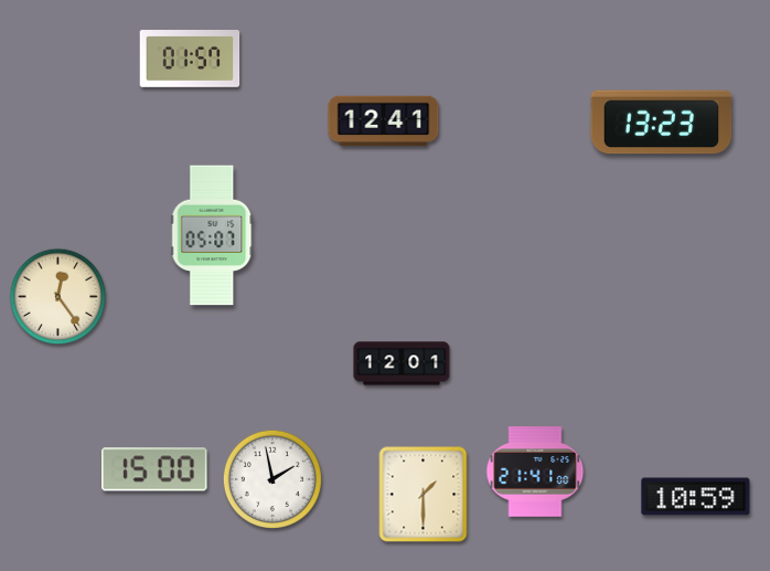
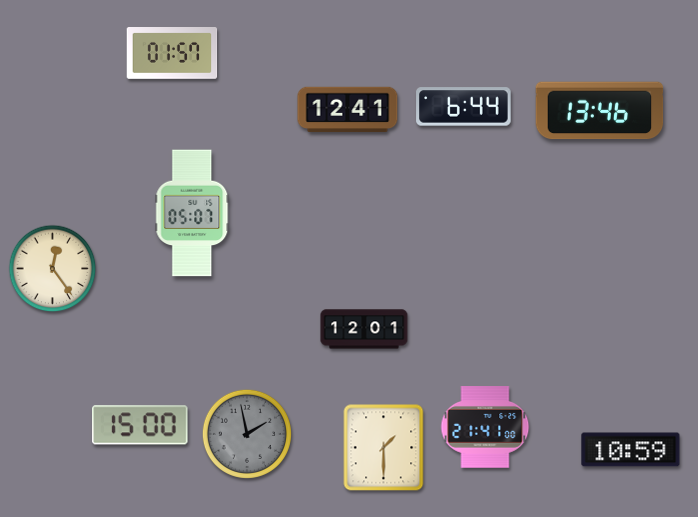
clock at (464, 107): none -> 6:44
clock at (662, 123): 13:23 -> 13:46
clock at (272, 479) dial: white -> grey
